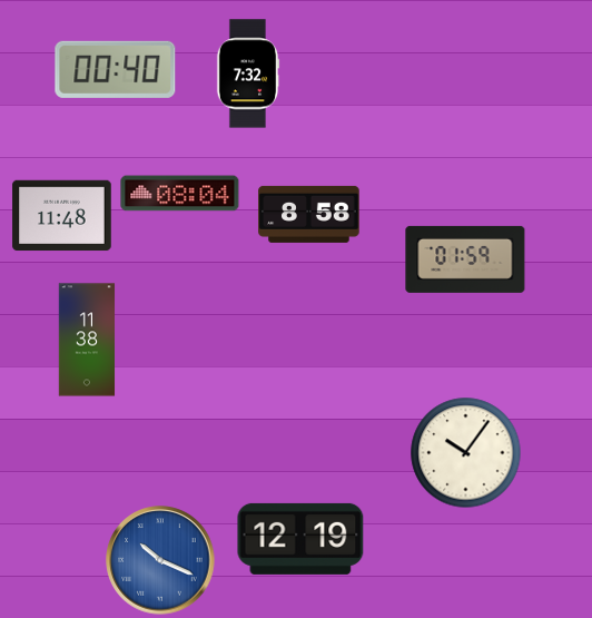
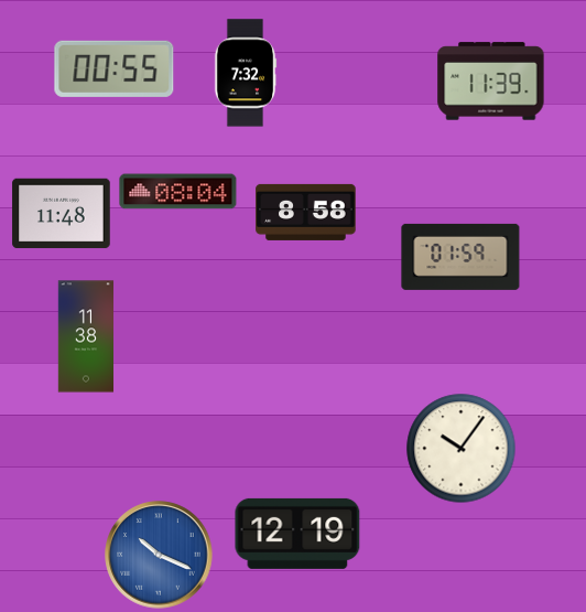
clock at (116, 69): 00:40 -> 00:55
clock at (491, 82): none -> 11:39
